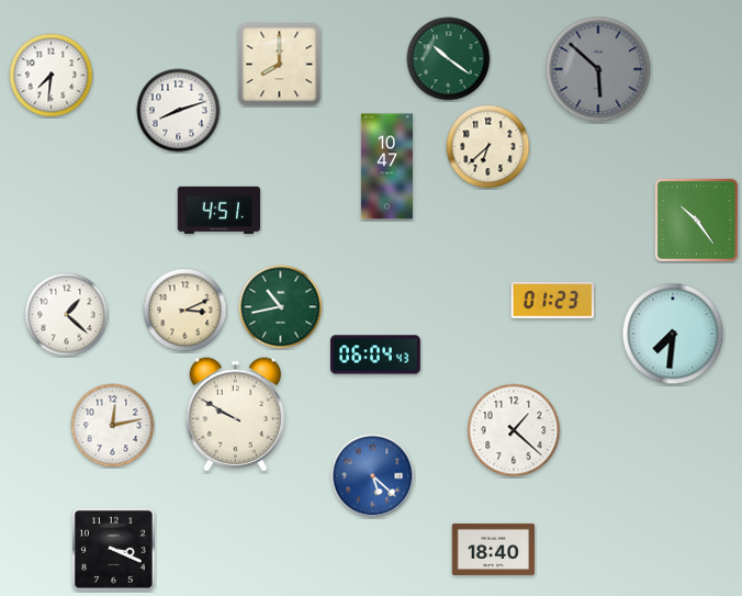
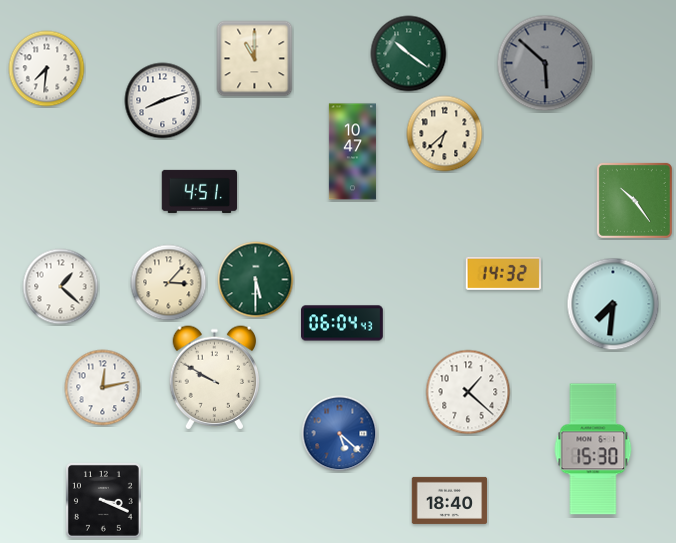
clock at (280, 65): 8:00 -> 11:00
clock at (552, 300): 01:23 -> 14:32
clock at (281, 307): 10:43 -> 5:30
clock at (185, 311): 3:11 -> 3:07
clock at (593, 449): none -> 15:30
